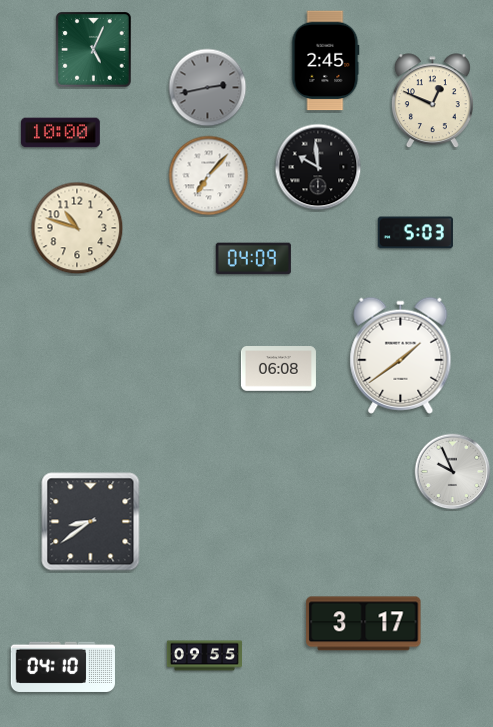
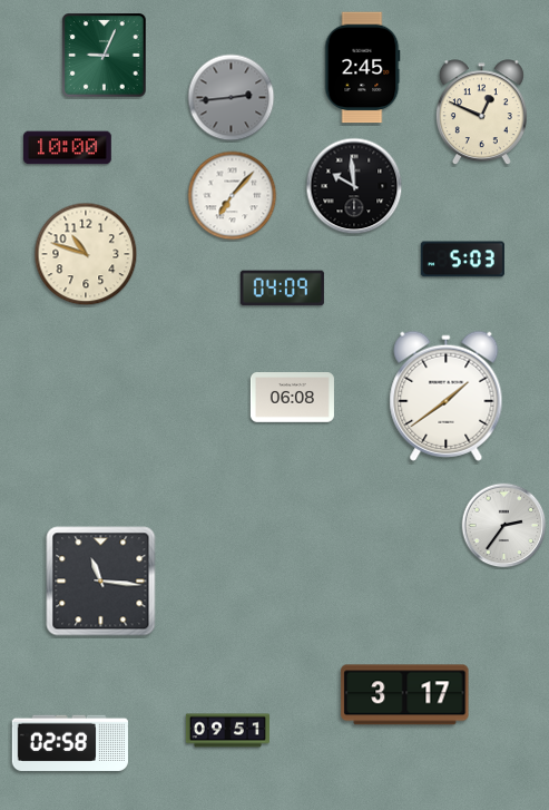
clock at (94, 50): 5:04 -> 9:04
clock at (208, 88): 2:43 -> 2:44
clock at (278, 369) position: (278, 369) -> (292, 398)
clock at (453, 472): 9:56 -> 2:36
clock at (91, 522): 8:39 -> 11:16
clock at (204, 656): 09:55 -> 09:51
clock at (63, 666): 04:10 -> 02:58
